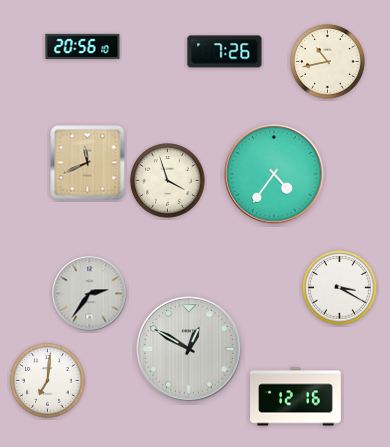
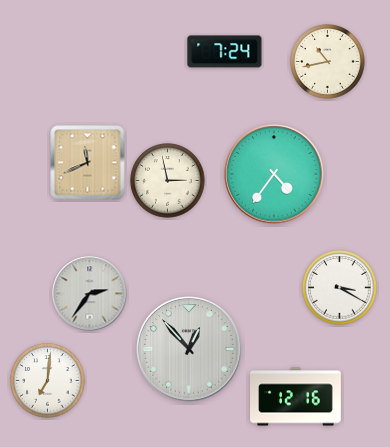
clock at (83, 46): 20:56 -> none
clock at (225, 52): 7:26 -> 7:24
clock at (168, 181): 3:57 -> 2:58
clock at (189, 349): 12:50 -> 12:53
